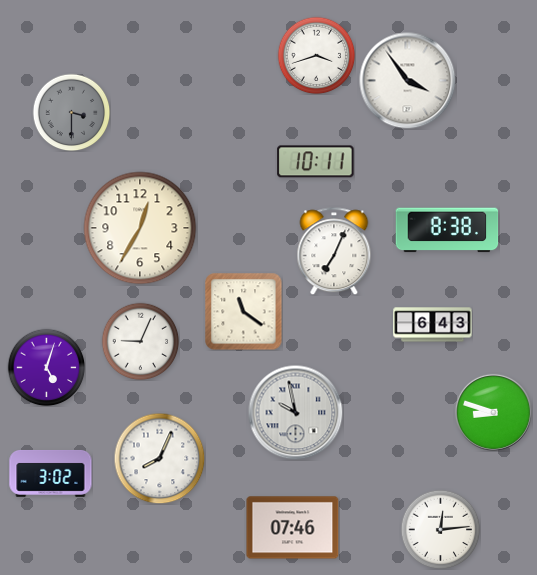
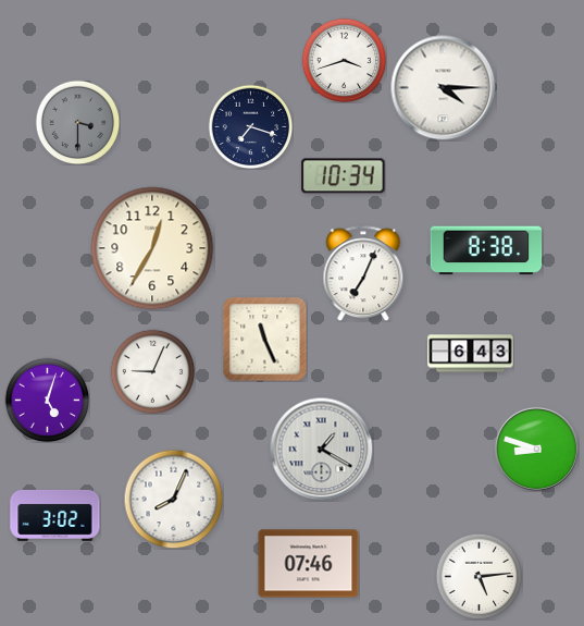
clock at (408, 81): 3:54 -> 4:15
clock at (250, 126): none -> 7:18
clock at (316, 162): 10:11 -> 10:34
clock at (243, 311): 11:21 -> 11:26
clock at (46, 367) position: (46, 367) -> (47, 400)
clock at (295, 412): 9:58 -> 1:20
clock at (293, 528) position: (293, 528) -> (309, 564)
clock at (440, 529): 12:14 -> 5:14
